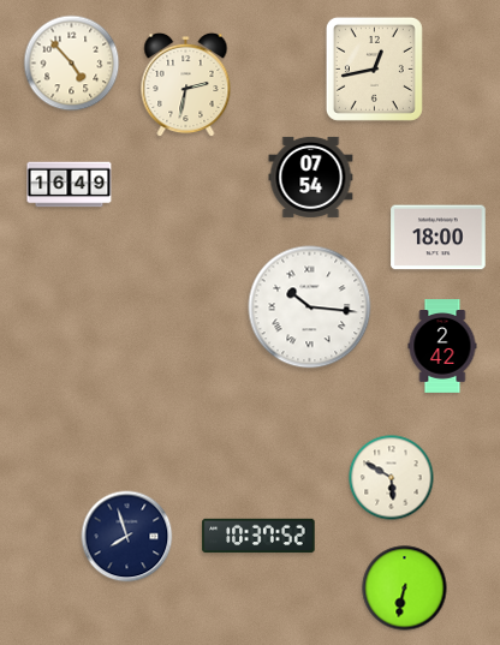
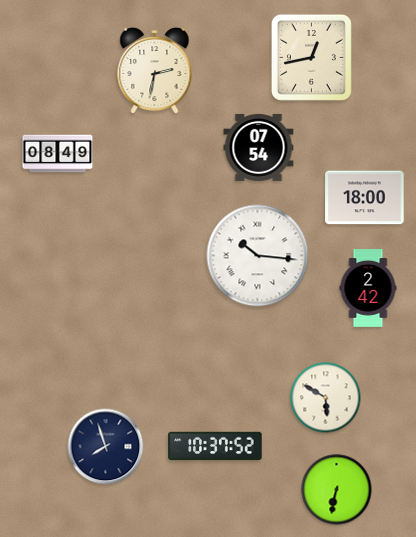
clock at (72, 64): 4:53 -> none
clock at (70, 185): 16:49 -> 08:49
